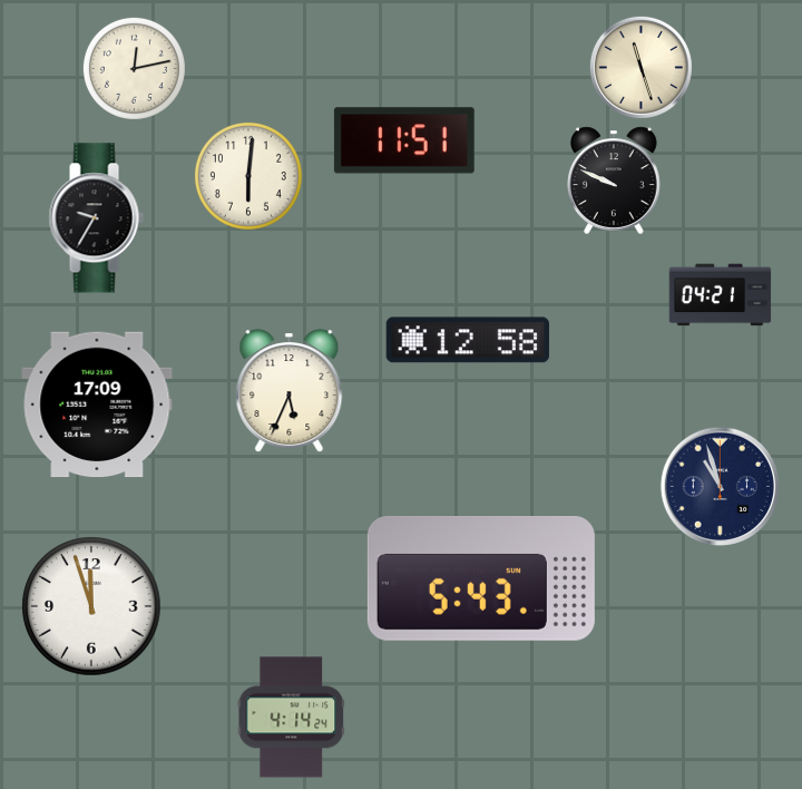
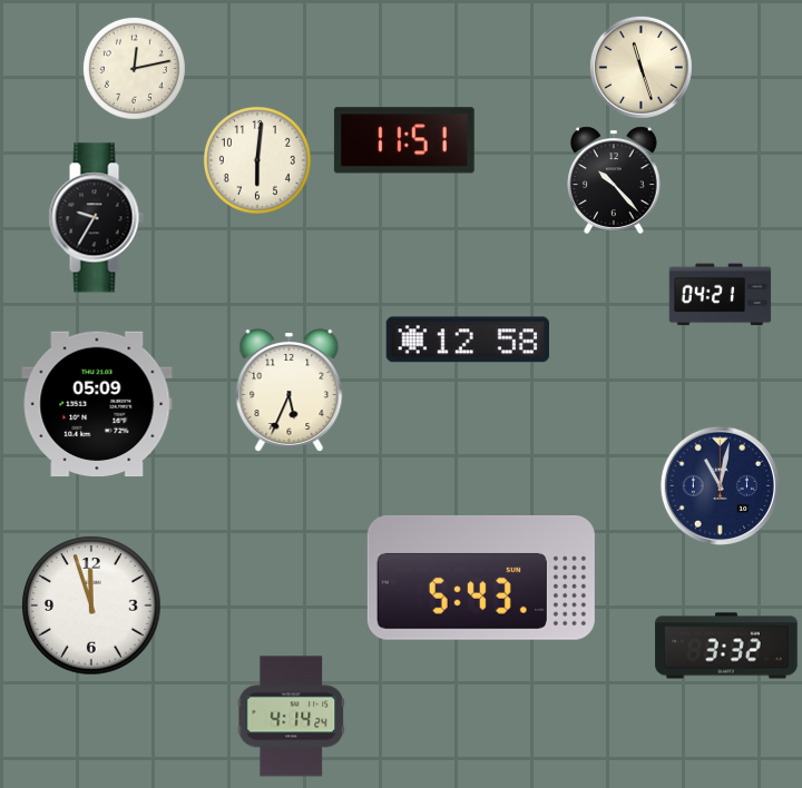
clock at (248, 176) position: (248, 176) -> (257, 160)
clock at (615, 181): 9:49 -> 10:23
clock at (97, 405): 17:09 -> 05:09
clock at (720, 486): 10:57 -> 11:02
clock at (726, 646): none -> 3:32
